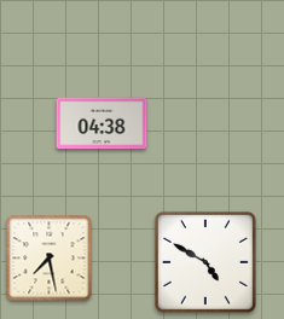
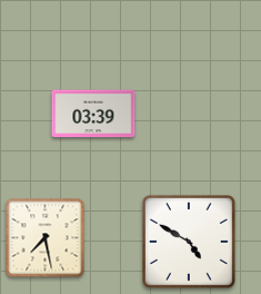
clock at (102, 123): 04:38 -> 03:39
